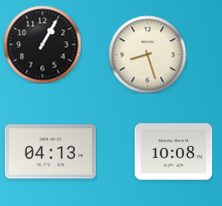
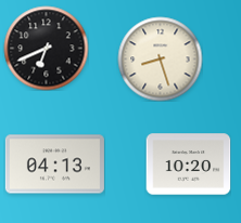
clock at (42, 44): 1:05 -> 6:41
clock at (173, 152): 10:08 -> 10:20
